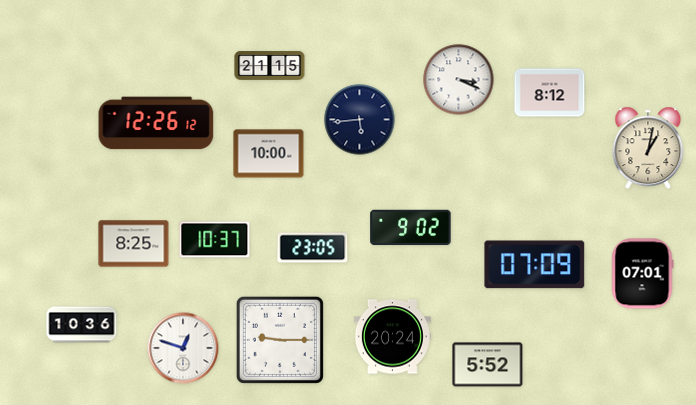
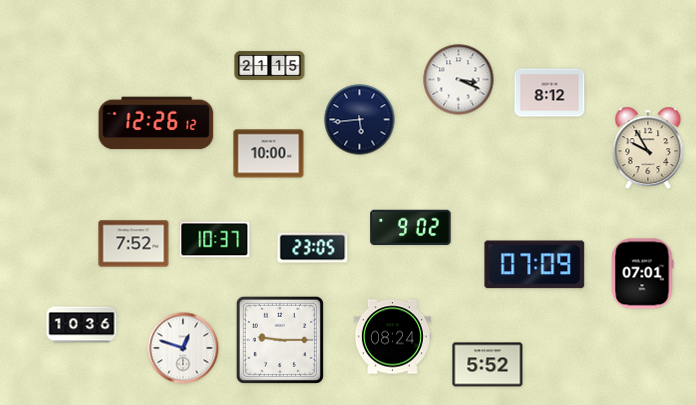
clock at (648, 147): 1:02 -> 9:55
clock at (134, 244): 8:25 -> 7:52
clock at (392, 337): 20:24 -> 08:24
